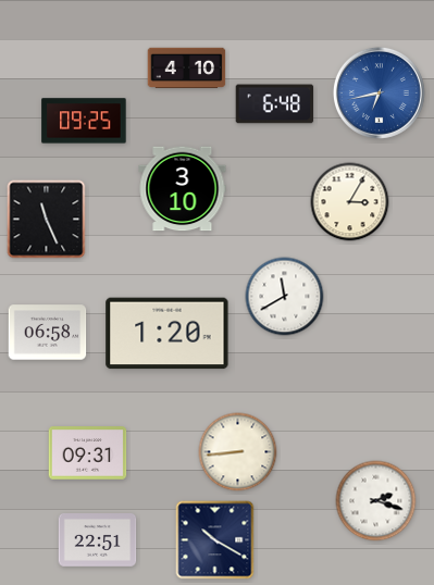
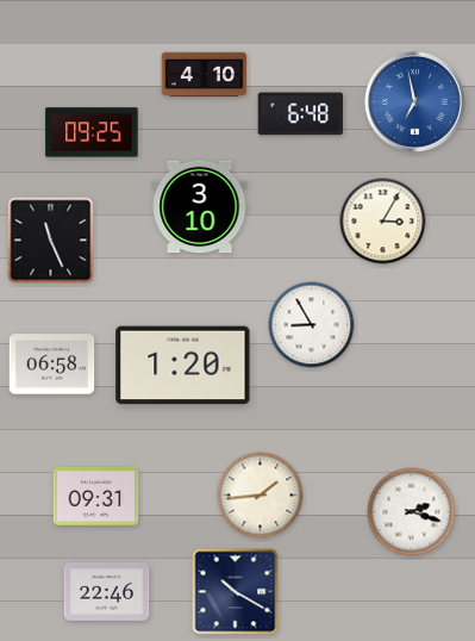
clock at (379, 92): 6:43 -> 6:58
clock at (285, 297): 11:40 -> 8:55
clock at (238, 452): 8:44 -> 1:44
clock at (376, 501) position: (376, 501) -> (412, 512)
clock at (98, 540): 22:51 -> 22:46
